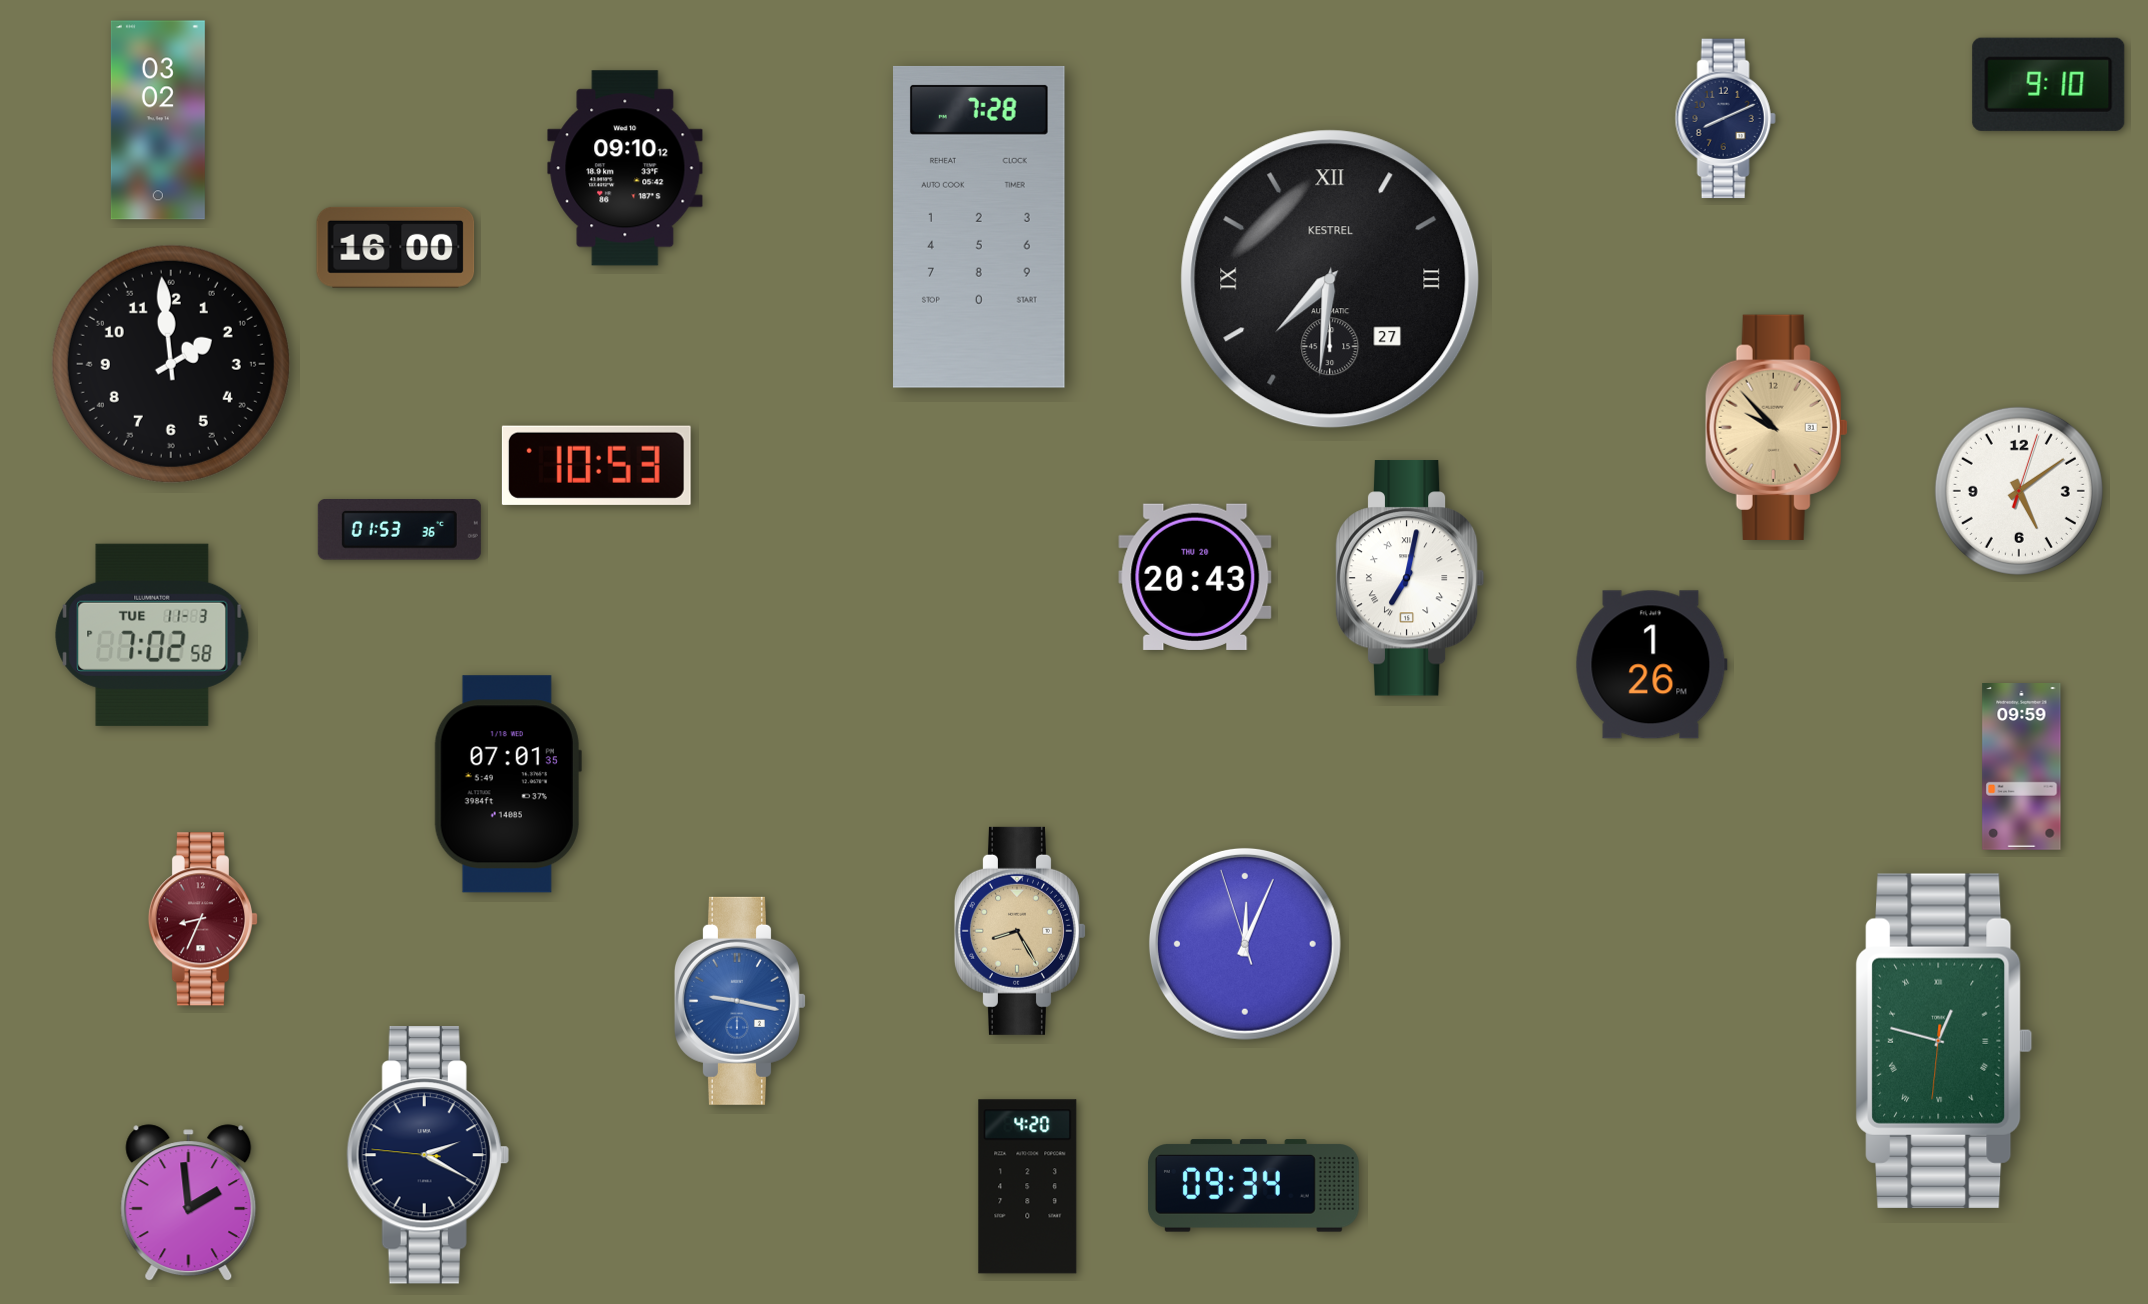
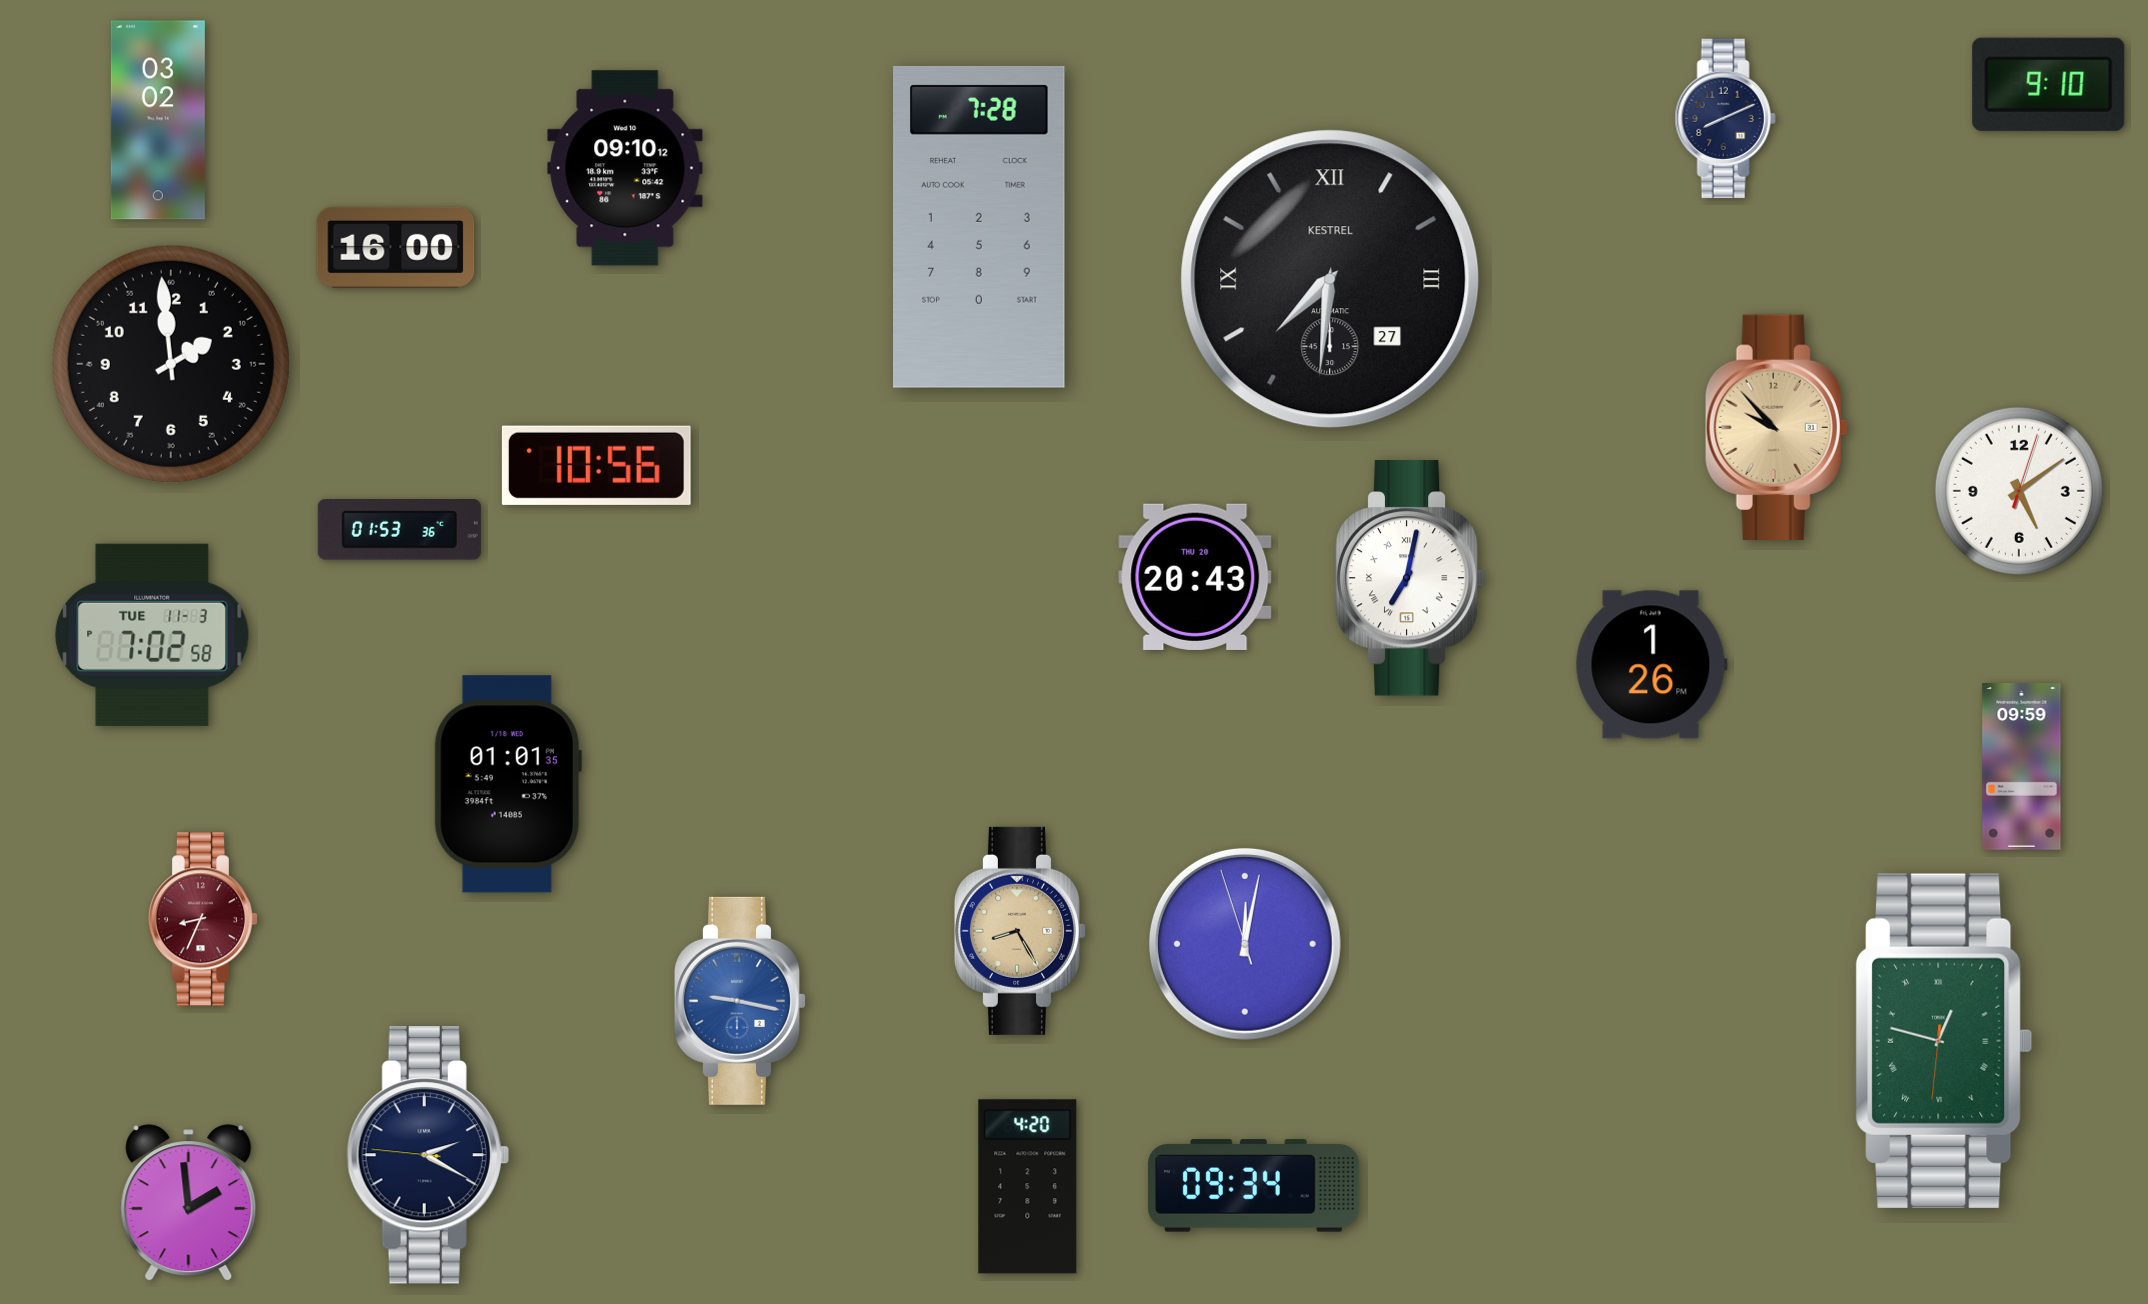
clock at (596, 465): 10:53 -> 10:56
clock at (508, 784): 07:01 -> 01:01
clock at (1245, 944): 12:03 -> 12:01
